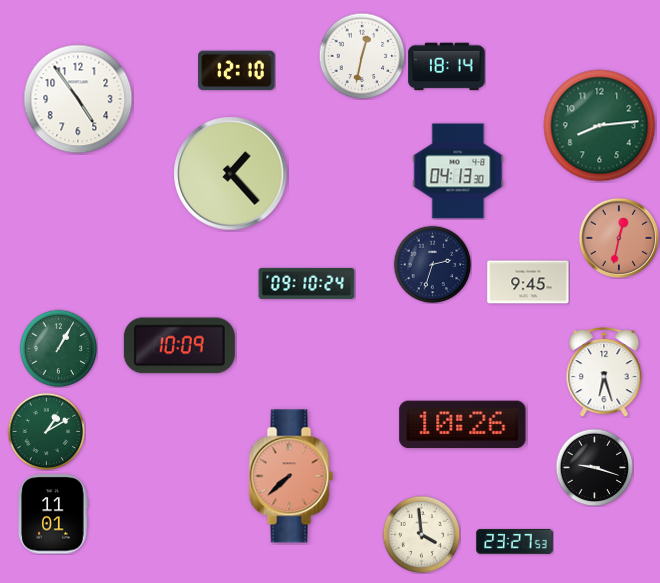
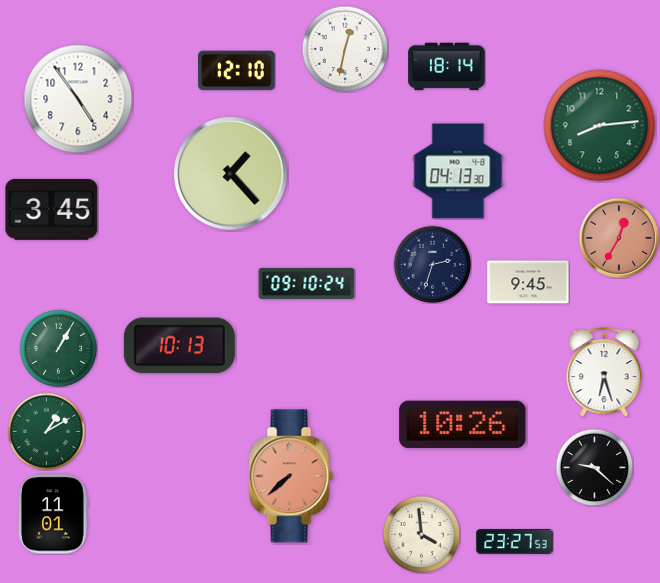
clock at (362, 56) position: (362, 56) -> (345, 49)
clock at (52, 209): none -> 3:45
clock at (618, 237): 12:32 -> 12:35
clock at (179, 346): 10:09 -> 10:13
clock at (594, 467): 9:18 -> 9:22
